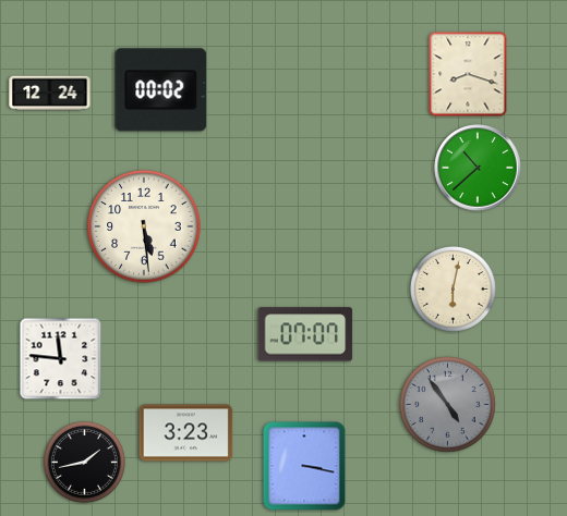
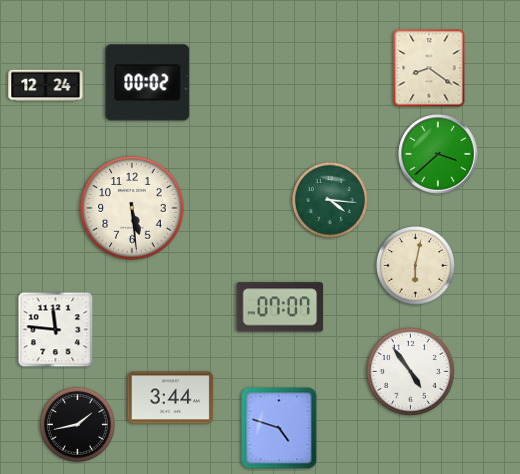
clock at (468, 74): 8:18 -> 8:21
clock at (478, 168): 10:38 -> 3:38
clock at (330, 200): none -> 4:16
clock at (448, 405) dial: grey -> white
clock at (186, 433): 3:23 -> 3:44
clock at (304, 466): 3:17 -> 4:48
